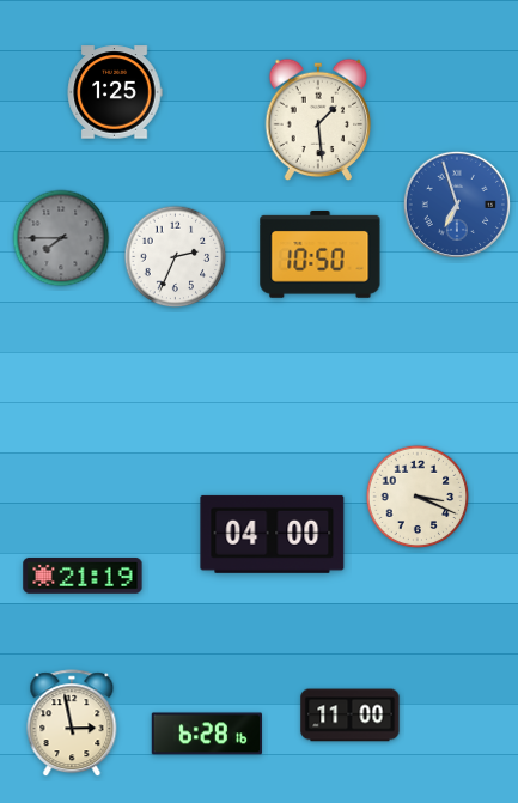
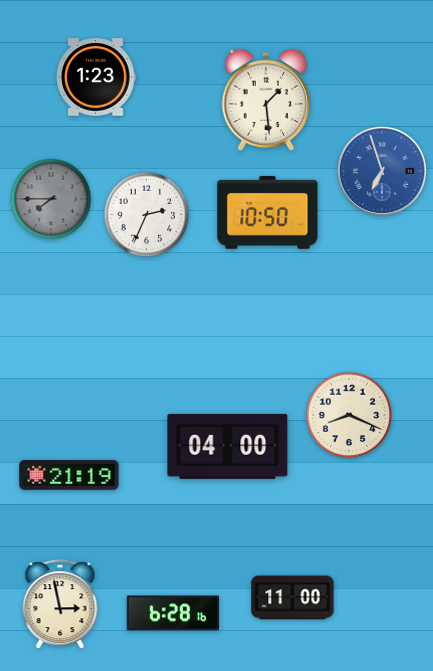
clock at (115, 92): 1:25 -> 1:23
clock at (418, 497): 3:19 -> 8:19
clock at (83, 576) position: (83, 576) -> (69, 475)
